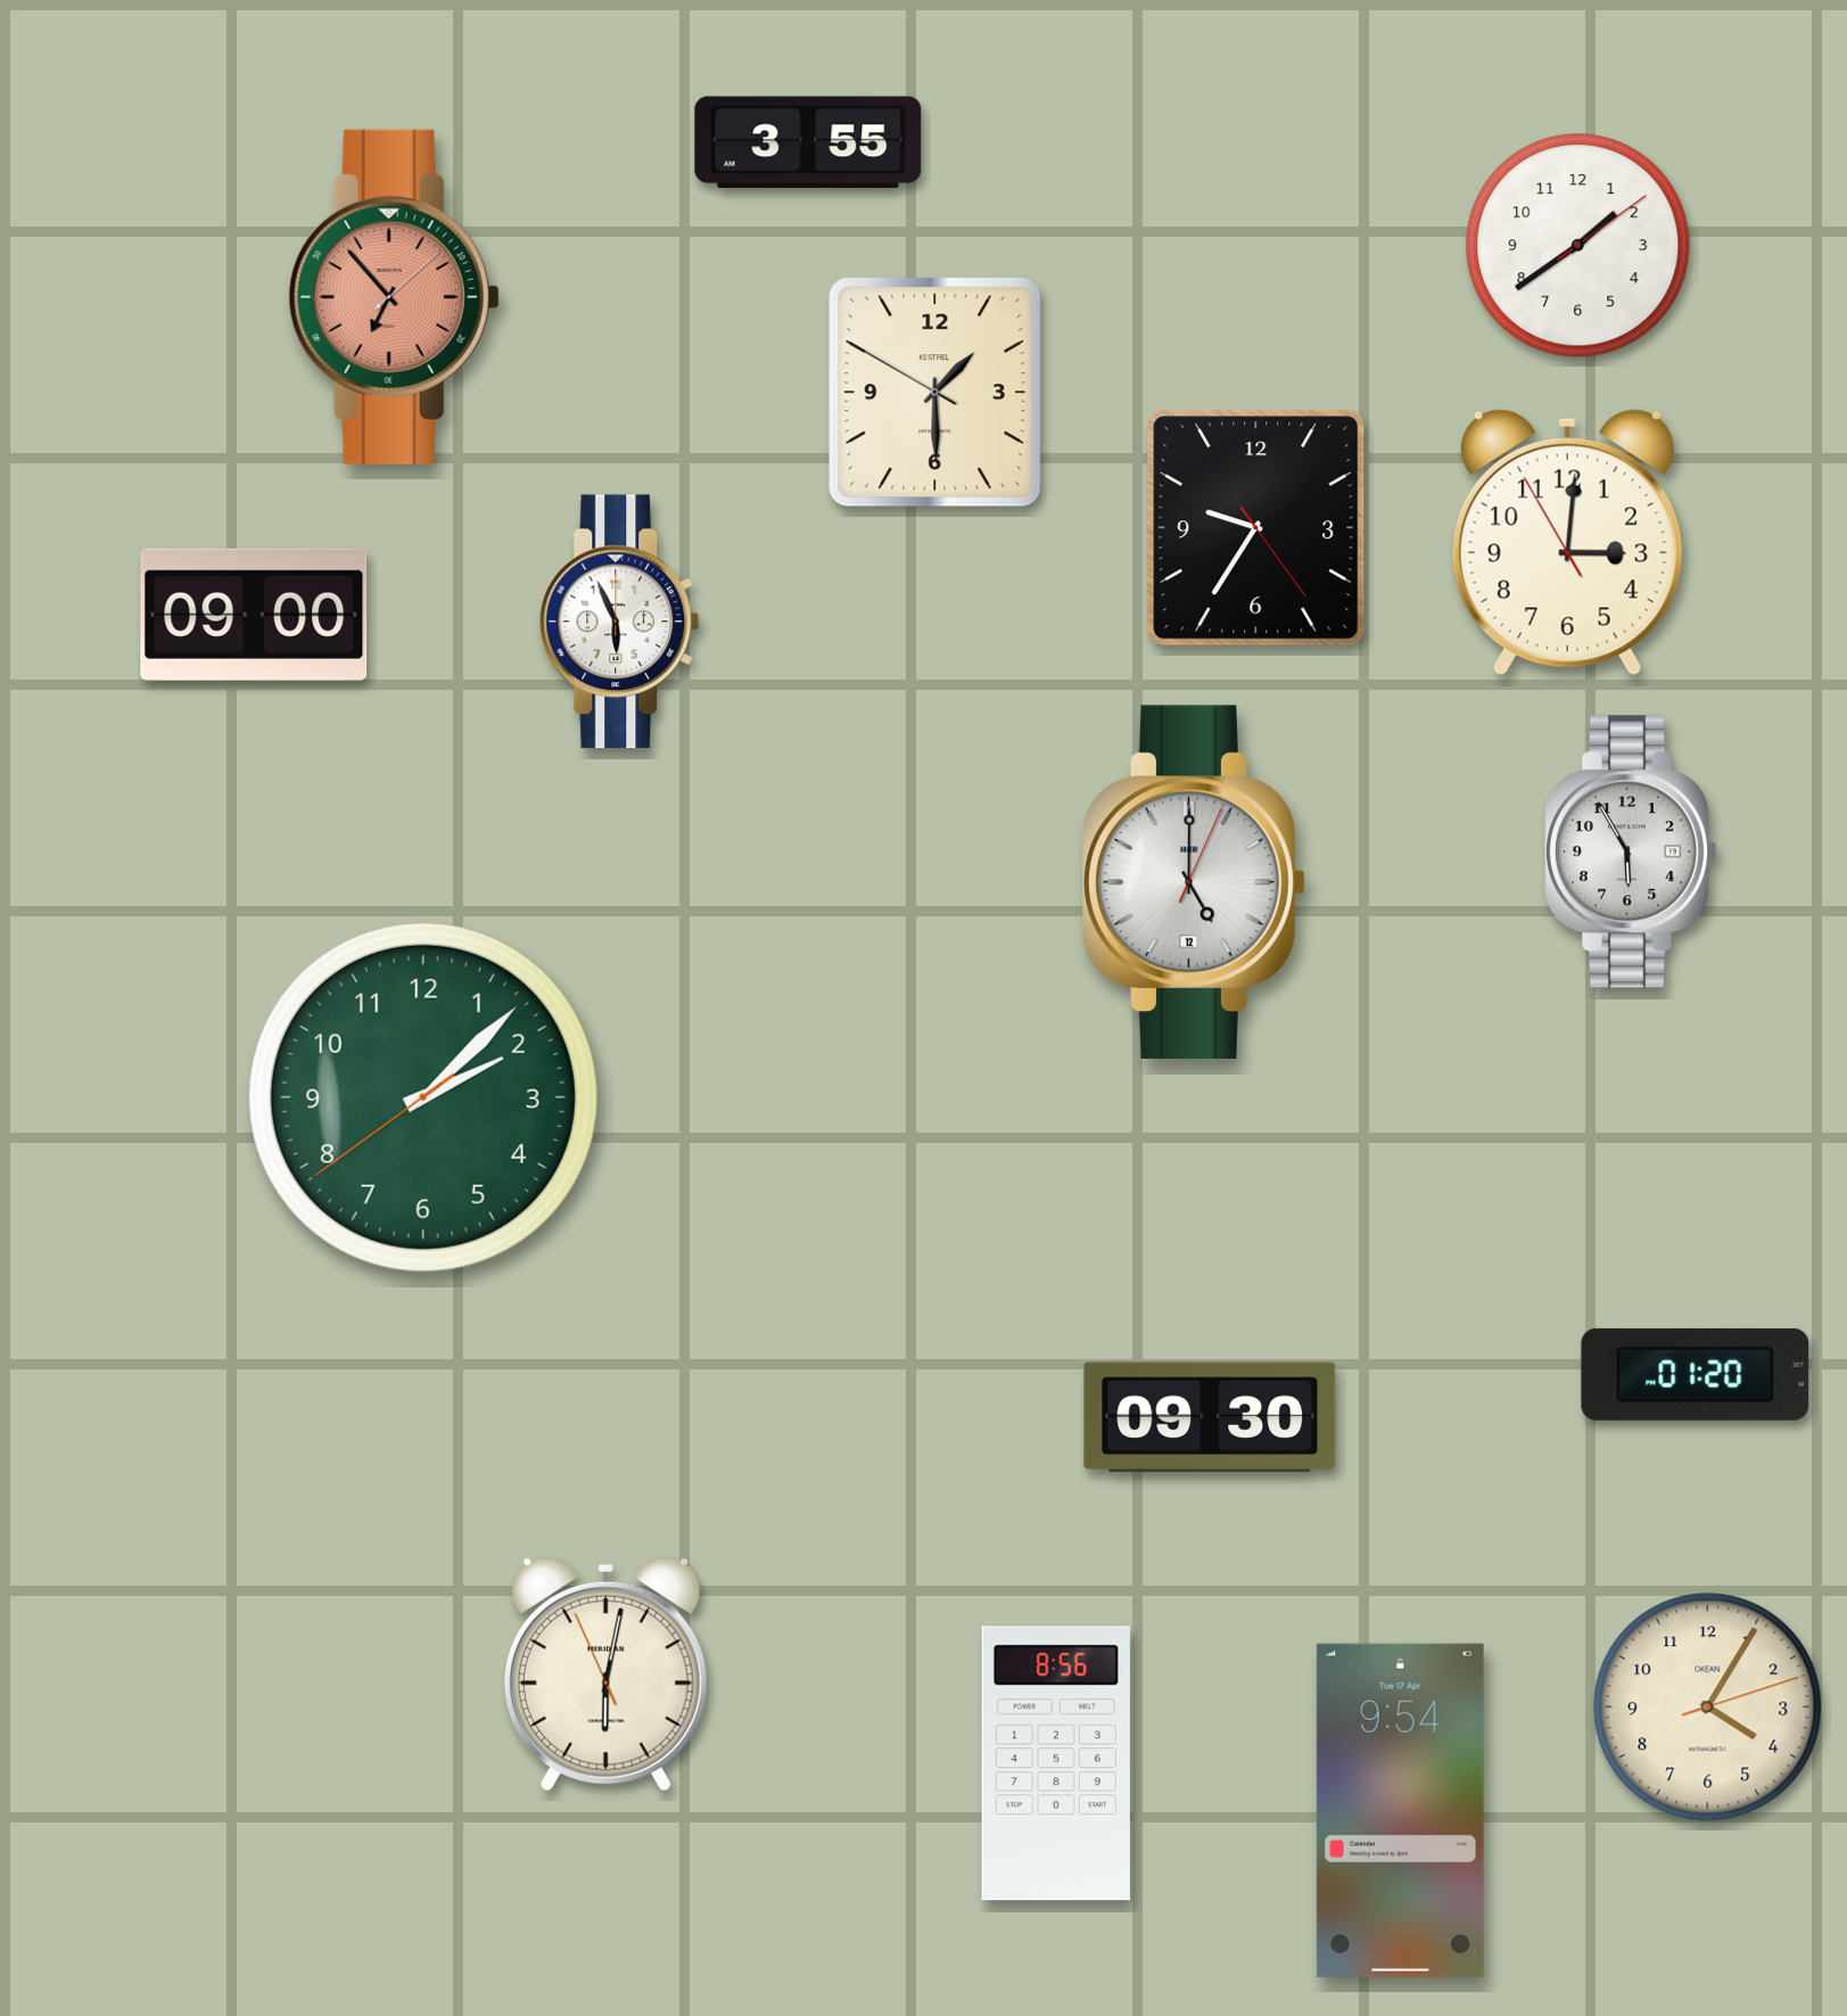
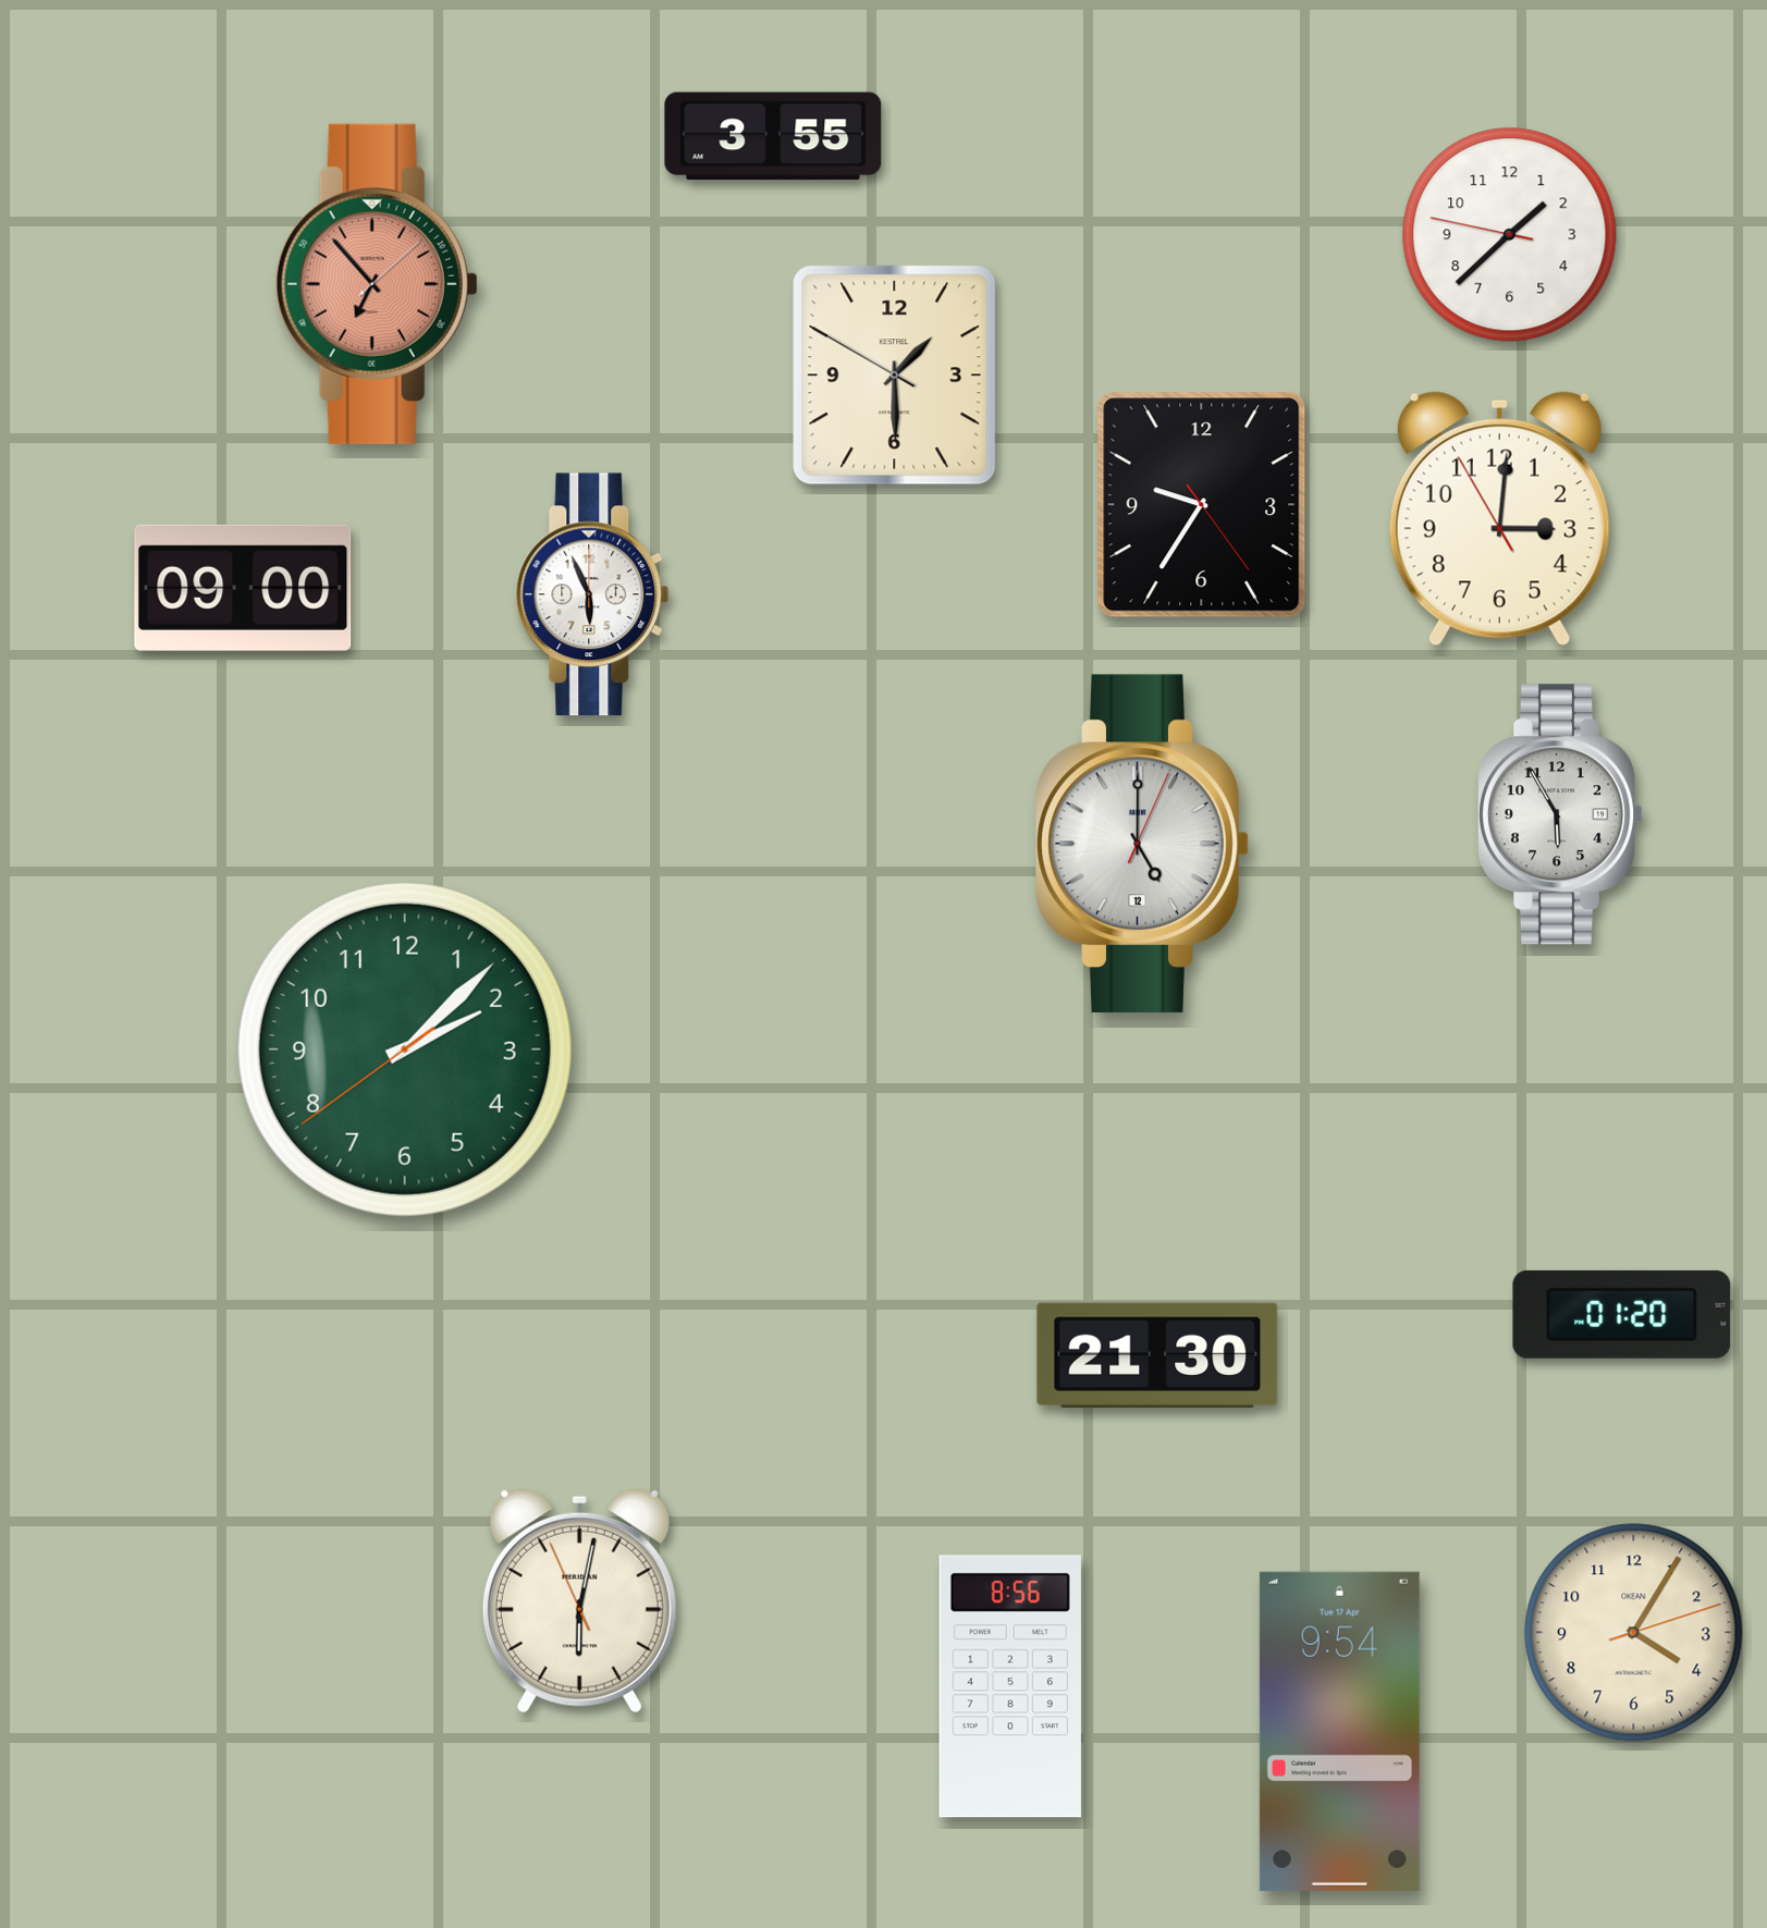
clock at (1578, 246): 1:39 -> 1:37
clock at (1210, 1417): 09:30 -> 21:30
